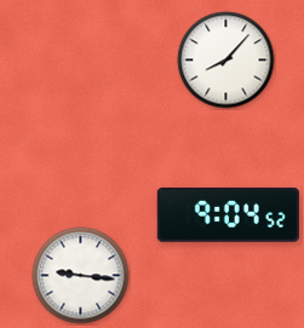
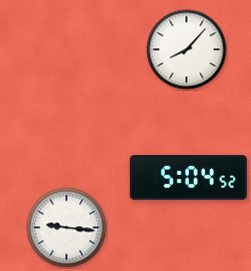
clock at (228, 214): 9:04 -> 5:04
